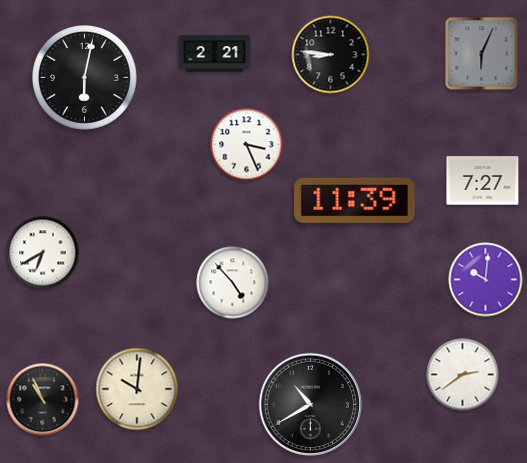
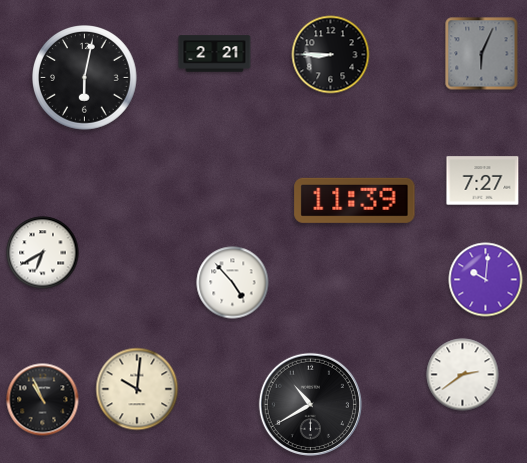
clock at (331, 55): 8:46 -> 8:45
clock at (247, 145): 3:26 -> none
